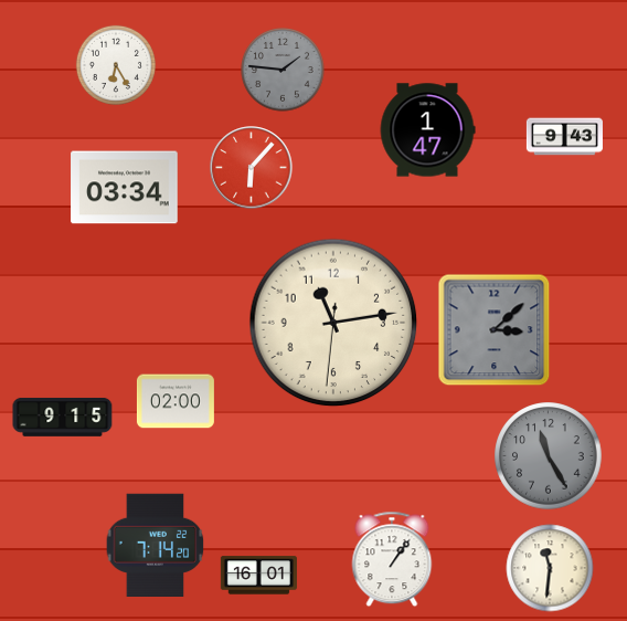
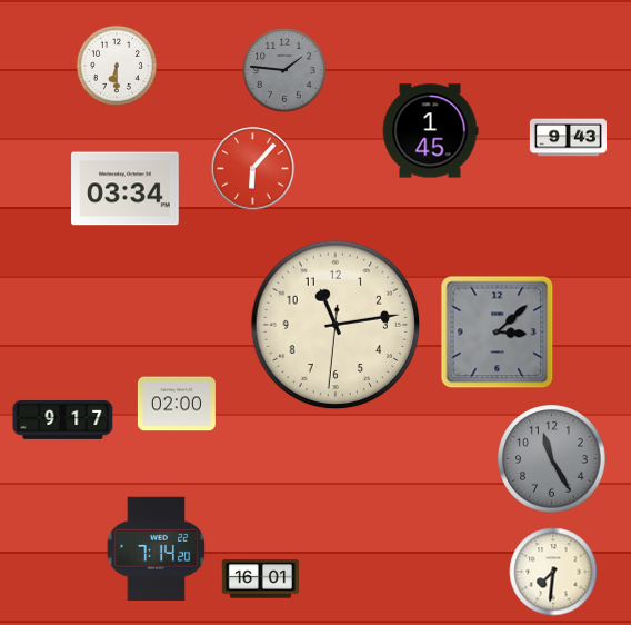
clock at (116, 65): 6:25 -> 6:30
clock at (427, 130): 1:47 -> 1:45
clock at (63, 417): 9:15 -> 9:17
clock at (392, 559): 1:06 -> none
clock at (550, 568): 11:31 -> 7:31
